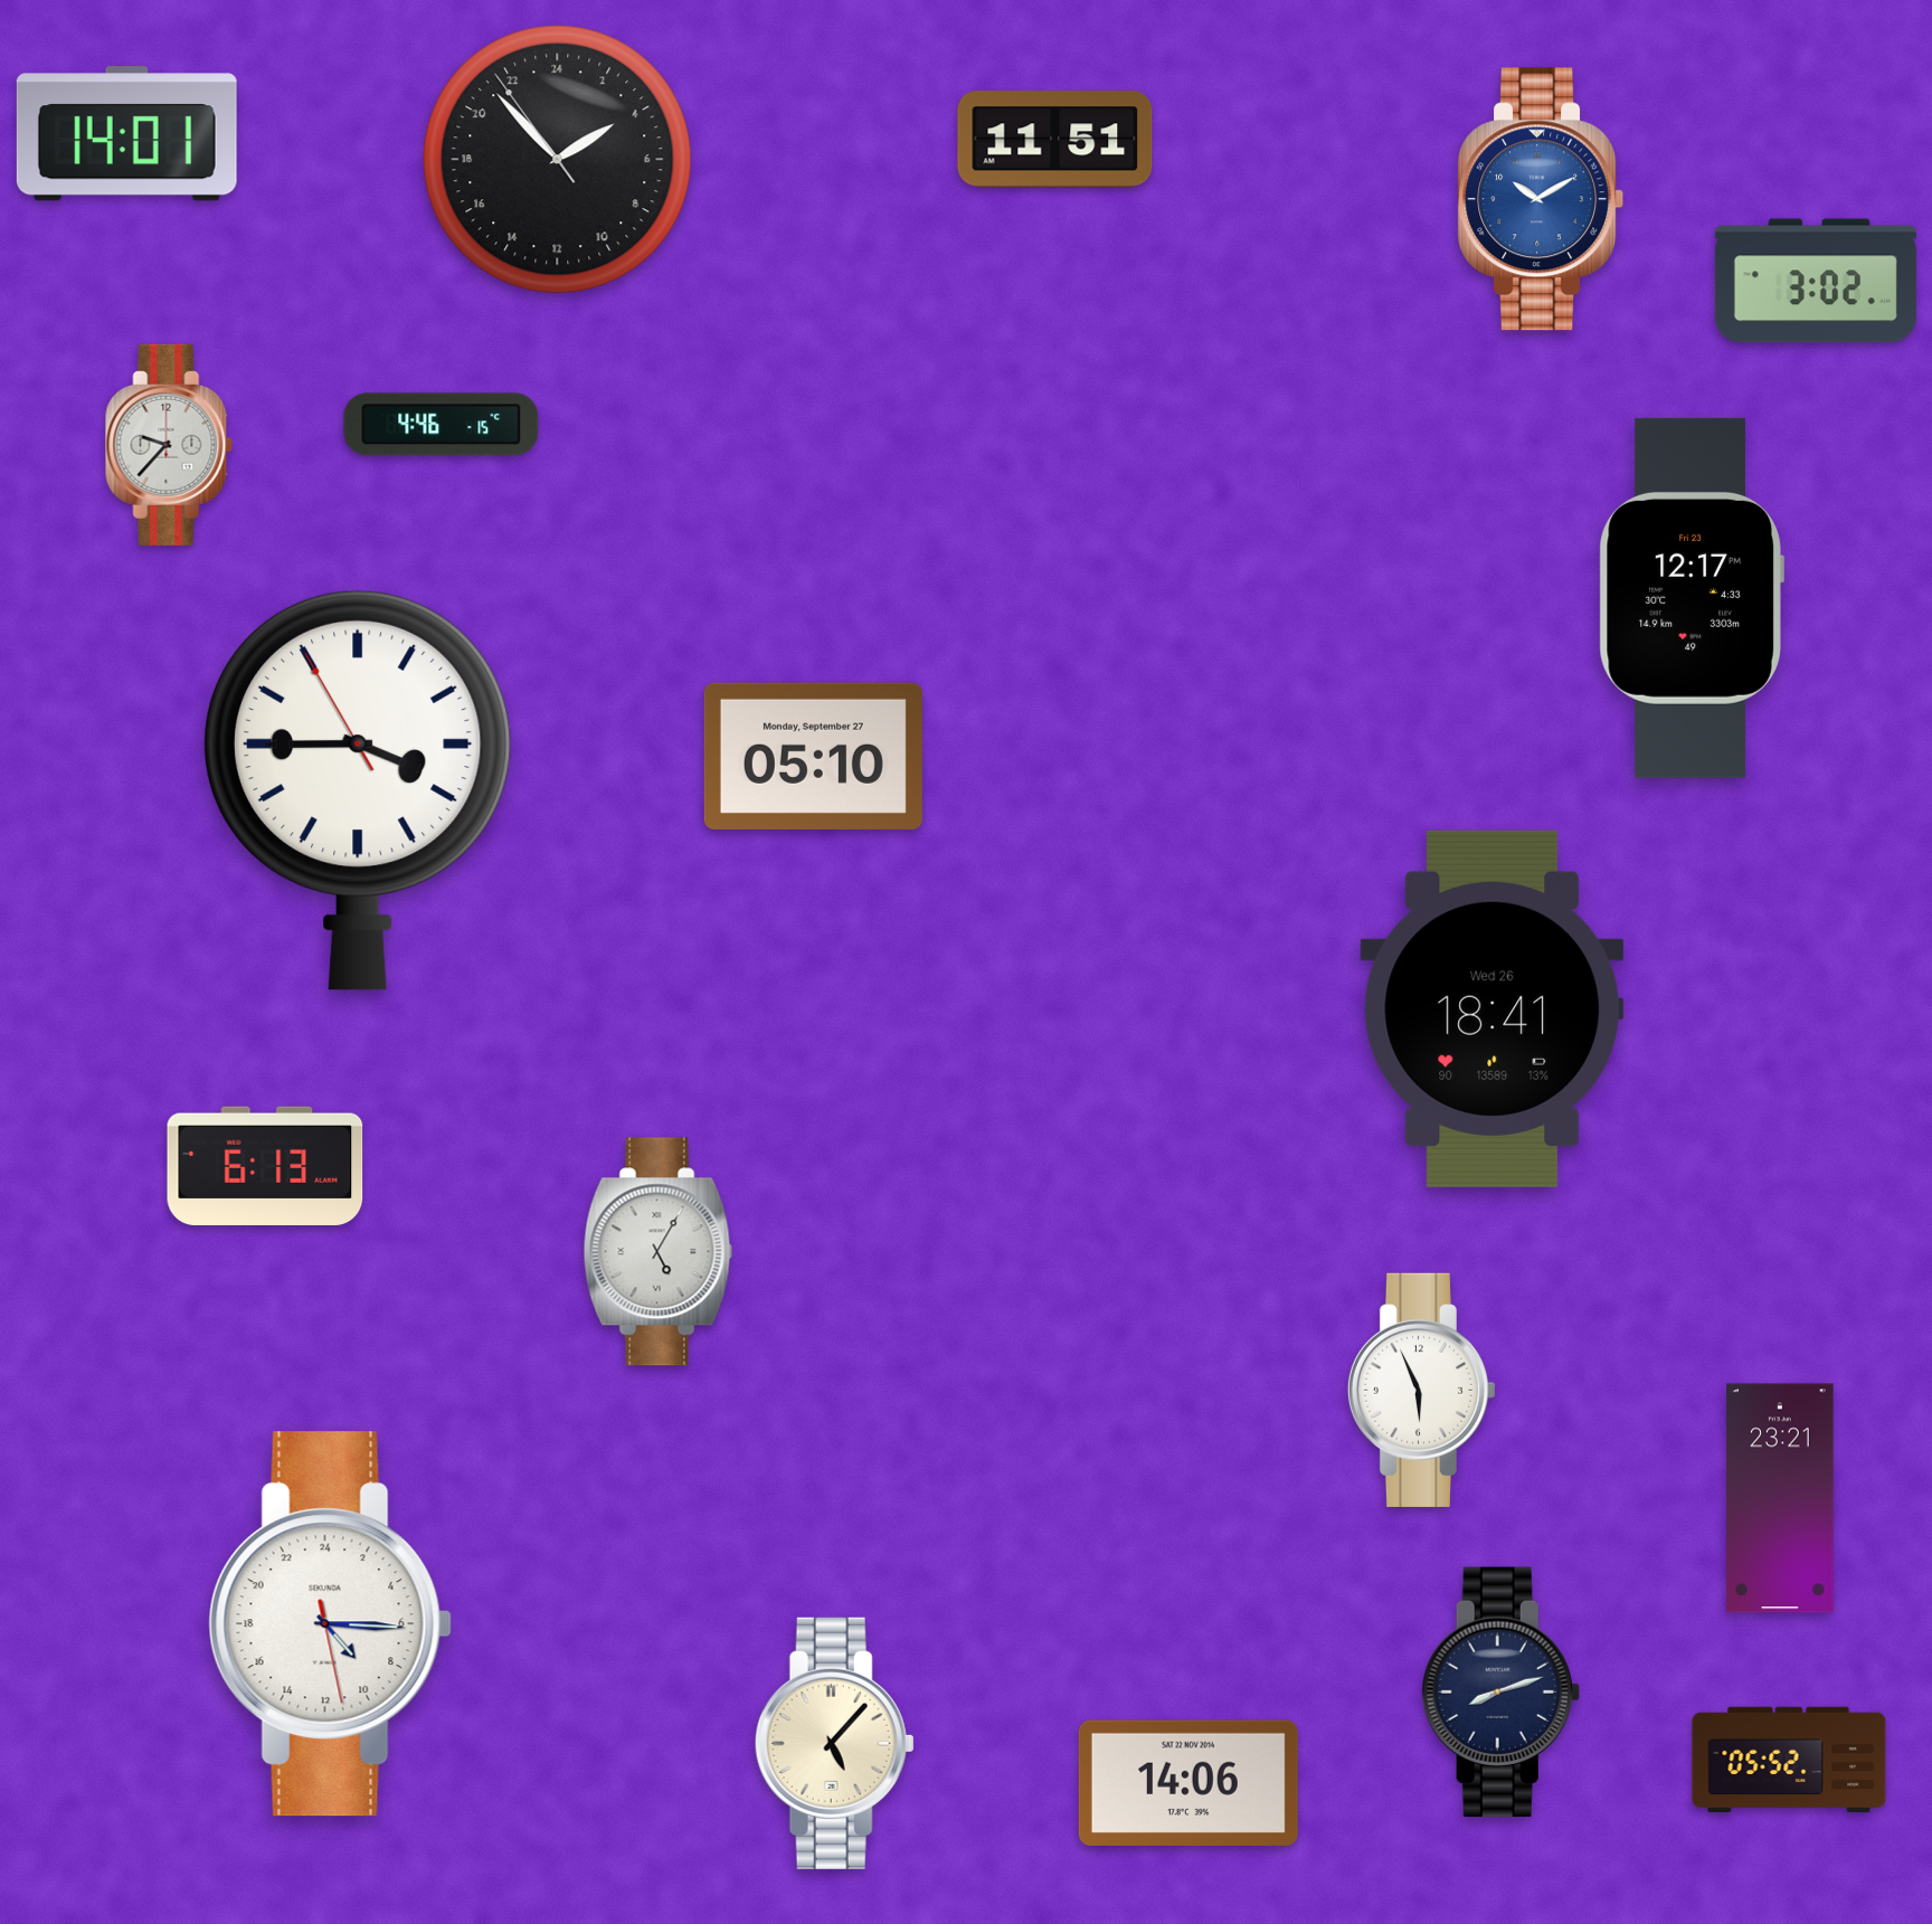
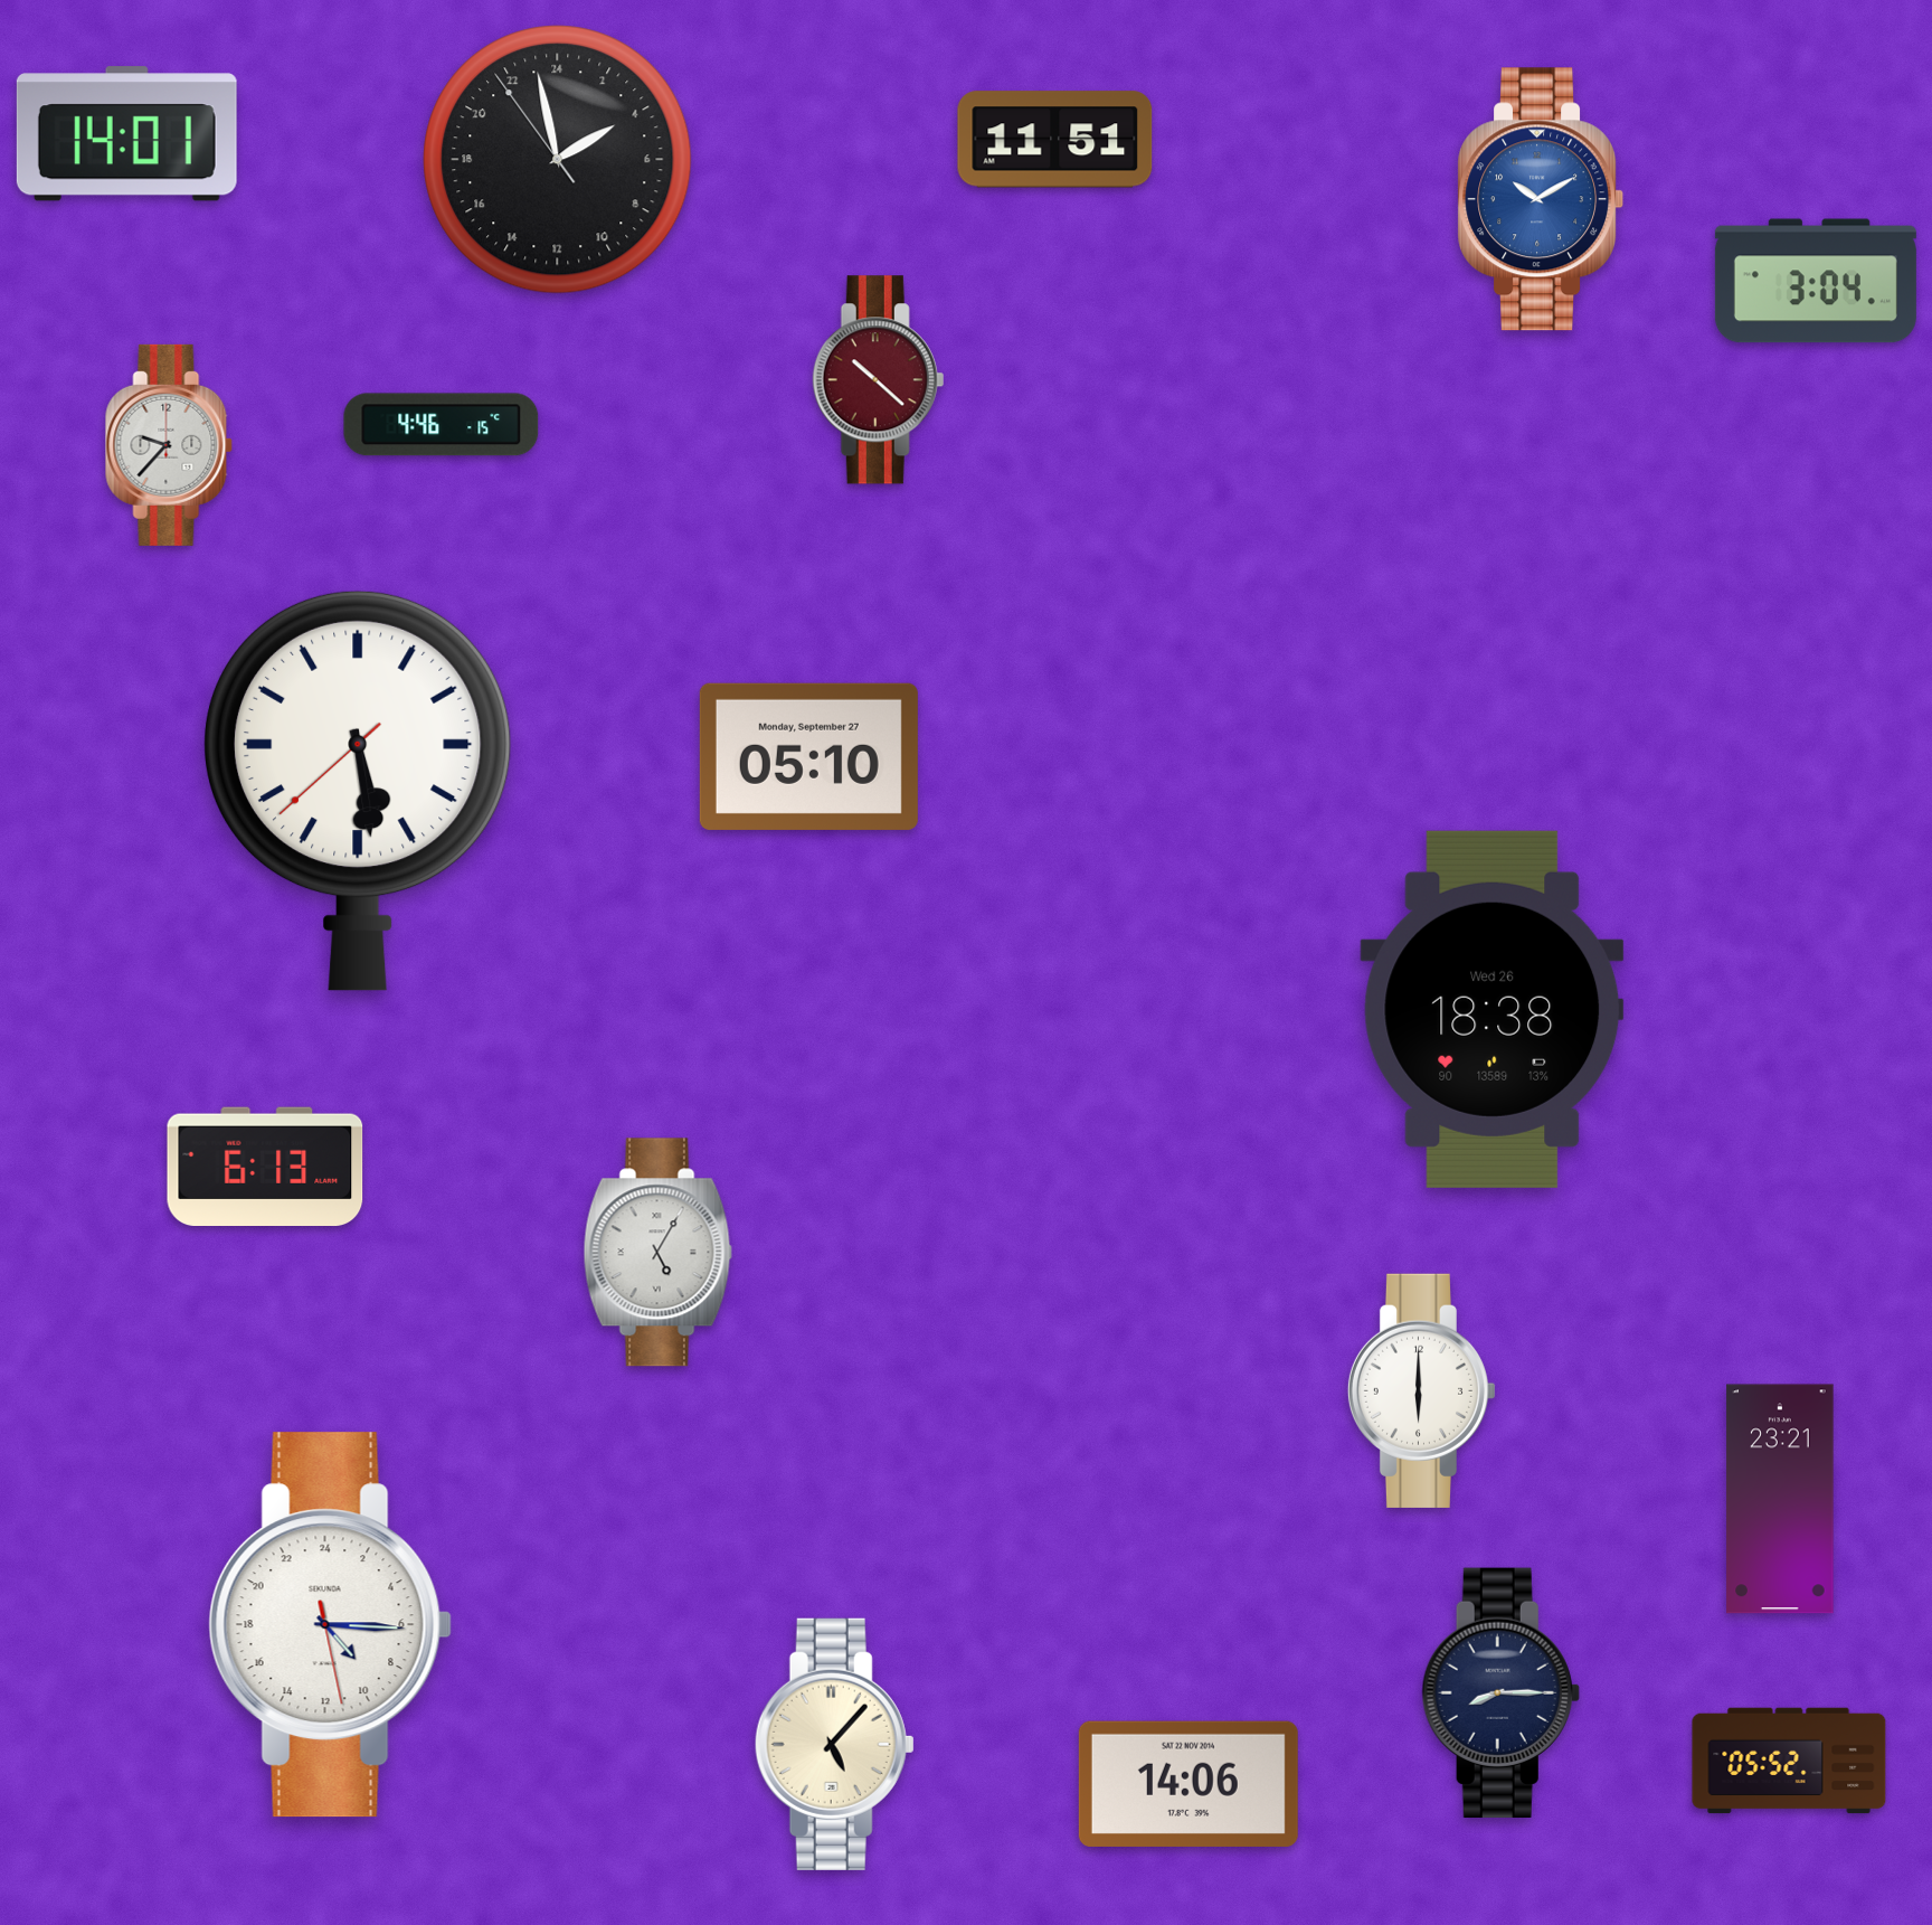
clock at (558, 160): 3:52 -> 3:57
clock at (1816, 281): 3:02 -> 3:04
clock at (879, 380): none -> 10:22
clock at (1692, 598): 12:17 -> none
clock at (813, 756) position: (813, 756) -> (808, 756)
clock at (358, 790): 3:44 -> 5:28
clock at (1493, 1008): 18:41 -> 18:38
clock at (1421, 1390): 5:56 -> 6:00
clock at (1500, 1691): 8:12 -> 8:15
